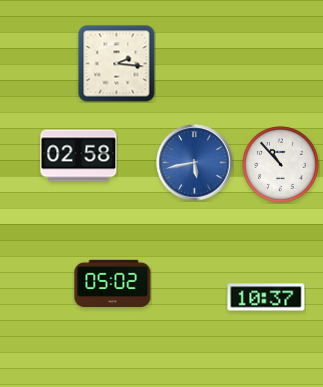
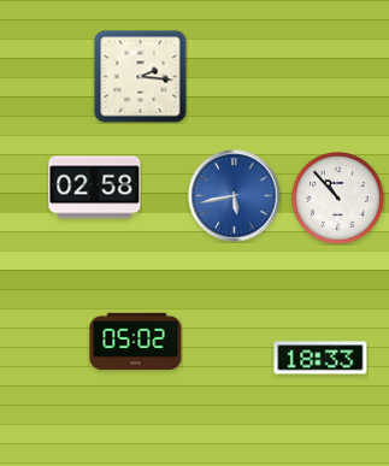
clock at (266, 297): 10:37 -> 18:33
